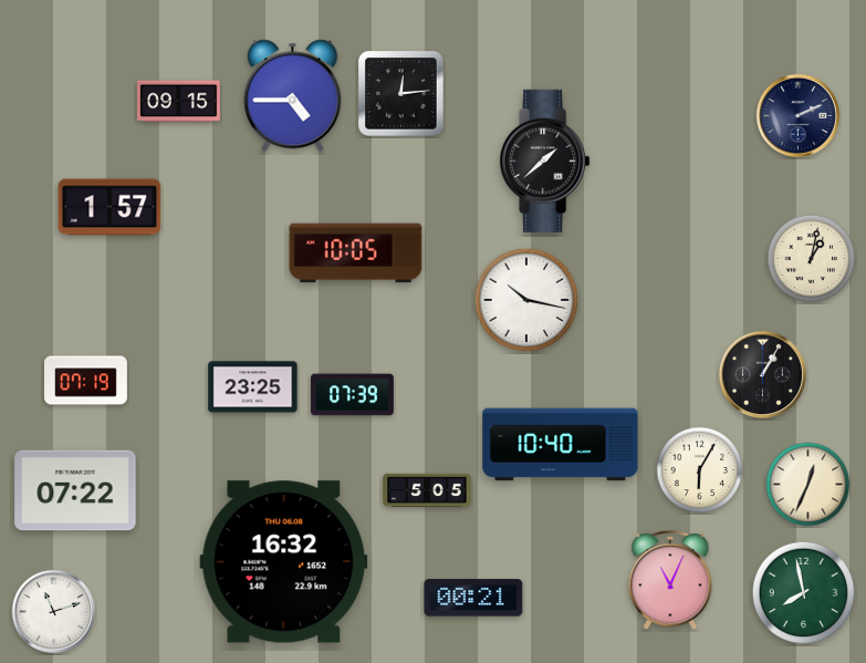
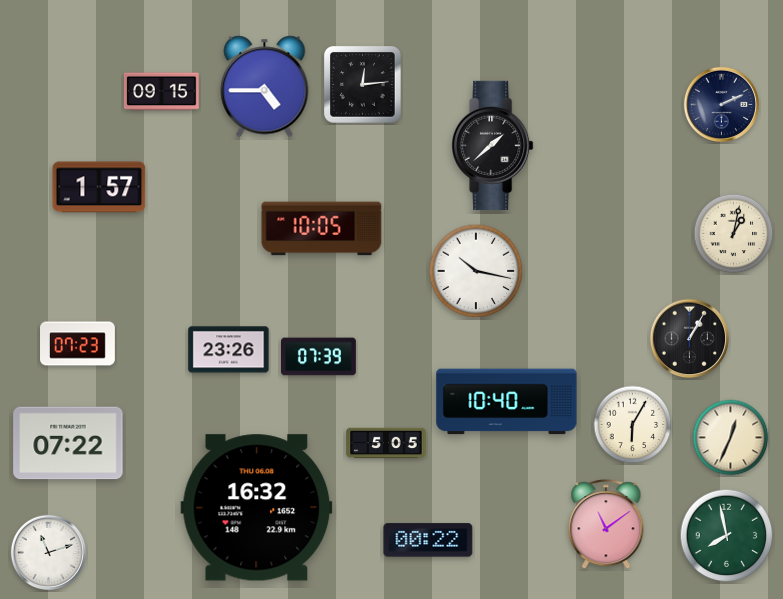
clock at (86, 381): 07:19 -> 07:23
clock at (253, 387): 23:25 -> 23:26
clock at (670, 581): 11:04 -> 11:09
clock at (473, 598): 00:21 -> 00:22
